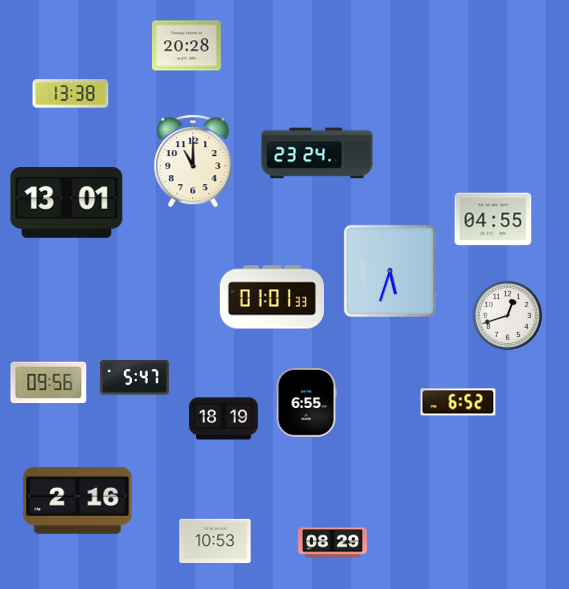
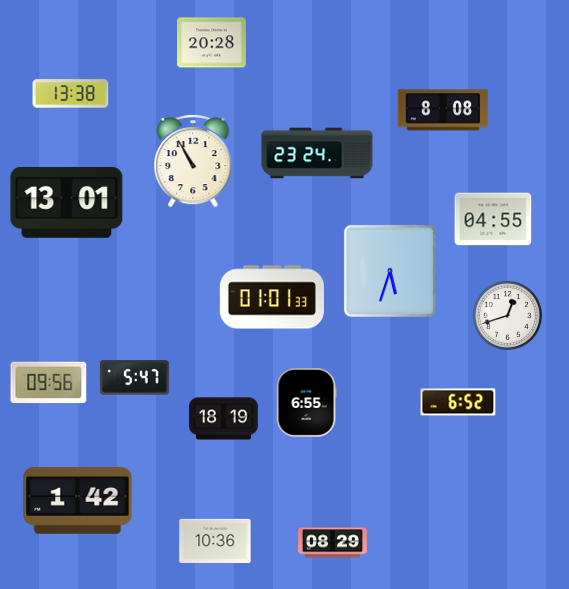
clock at (187, 46) position: (187, 46) -> (212, 43)
clock at (443, 110): none -> 8:08
clock at (193, 162): 11:00 -> 10:55
clock at (78, 500): 2:16 -> 1:42
clock at (215, 540): 10:53 -> 10:36
